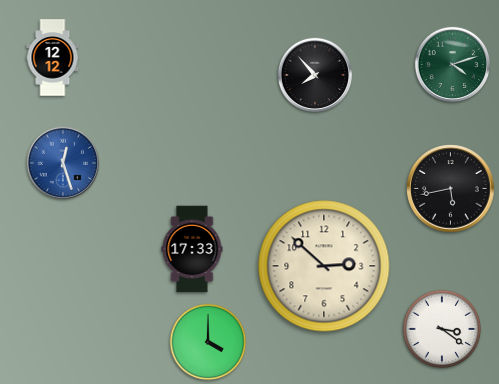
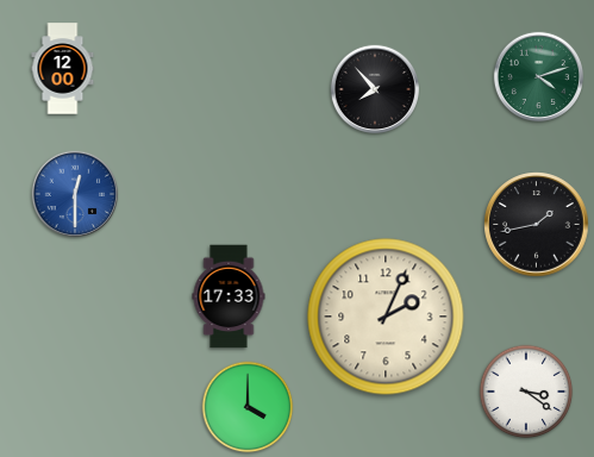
clock at (53, 58): 12:12 -> 12:00
clock at (63, 163): 12:27 -> 12:30
clock at (451, 189): 5:43 -> 1:43
clock at (324, 266): 2:52 -> 2:04
